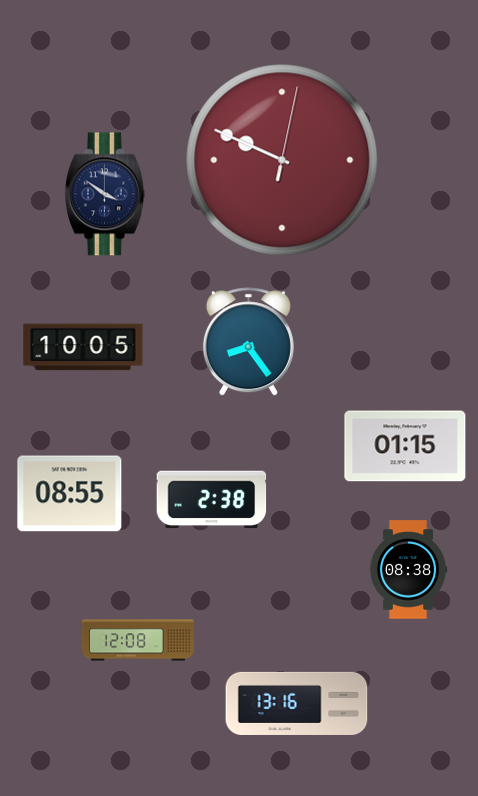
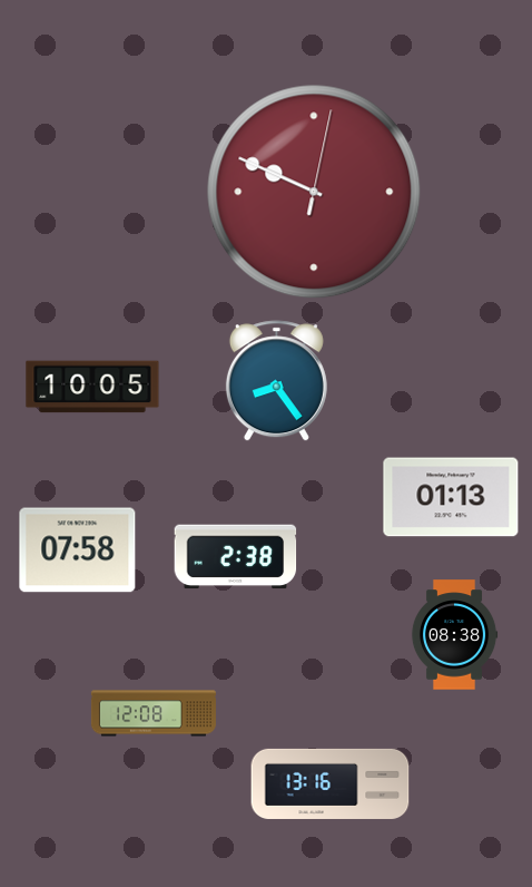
clock at (282, 160) position: (282, 160) -> (314, 192)
clock at (105, 194): 3:51 -> none
clock at (405, 446): 01:15 -> 01:13
clock at (70, 494): 08:55 -> 07:58
